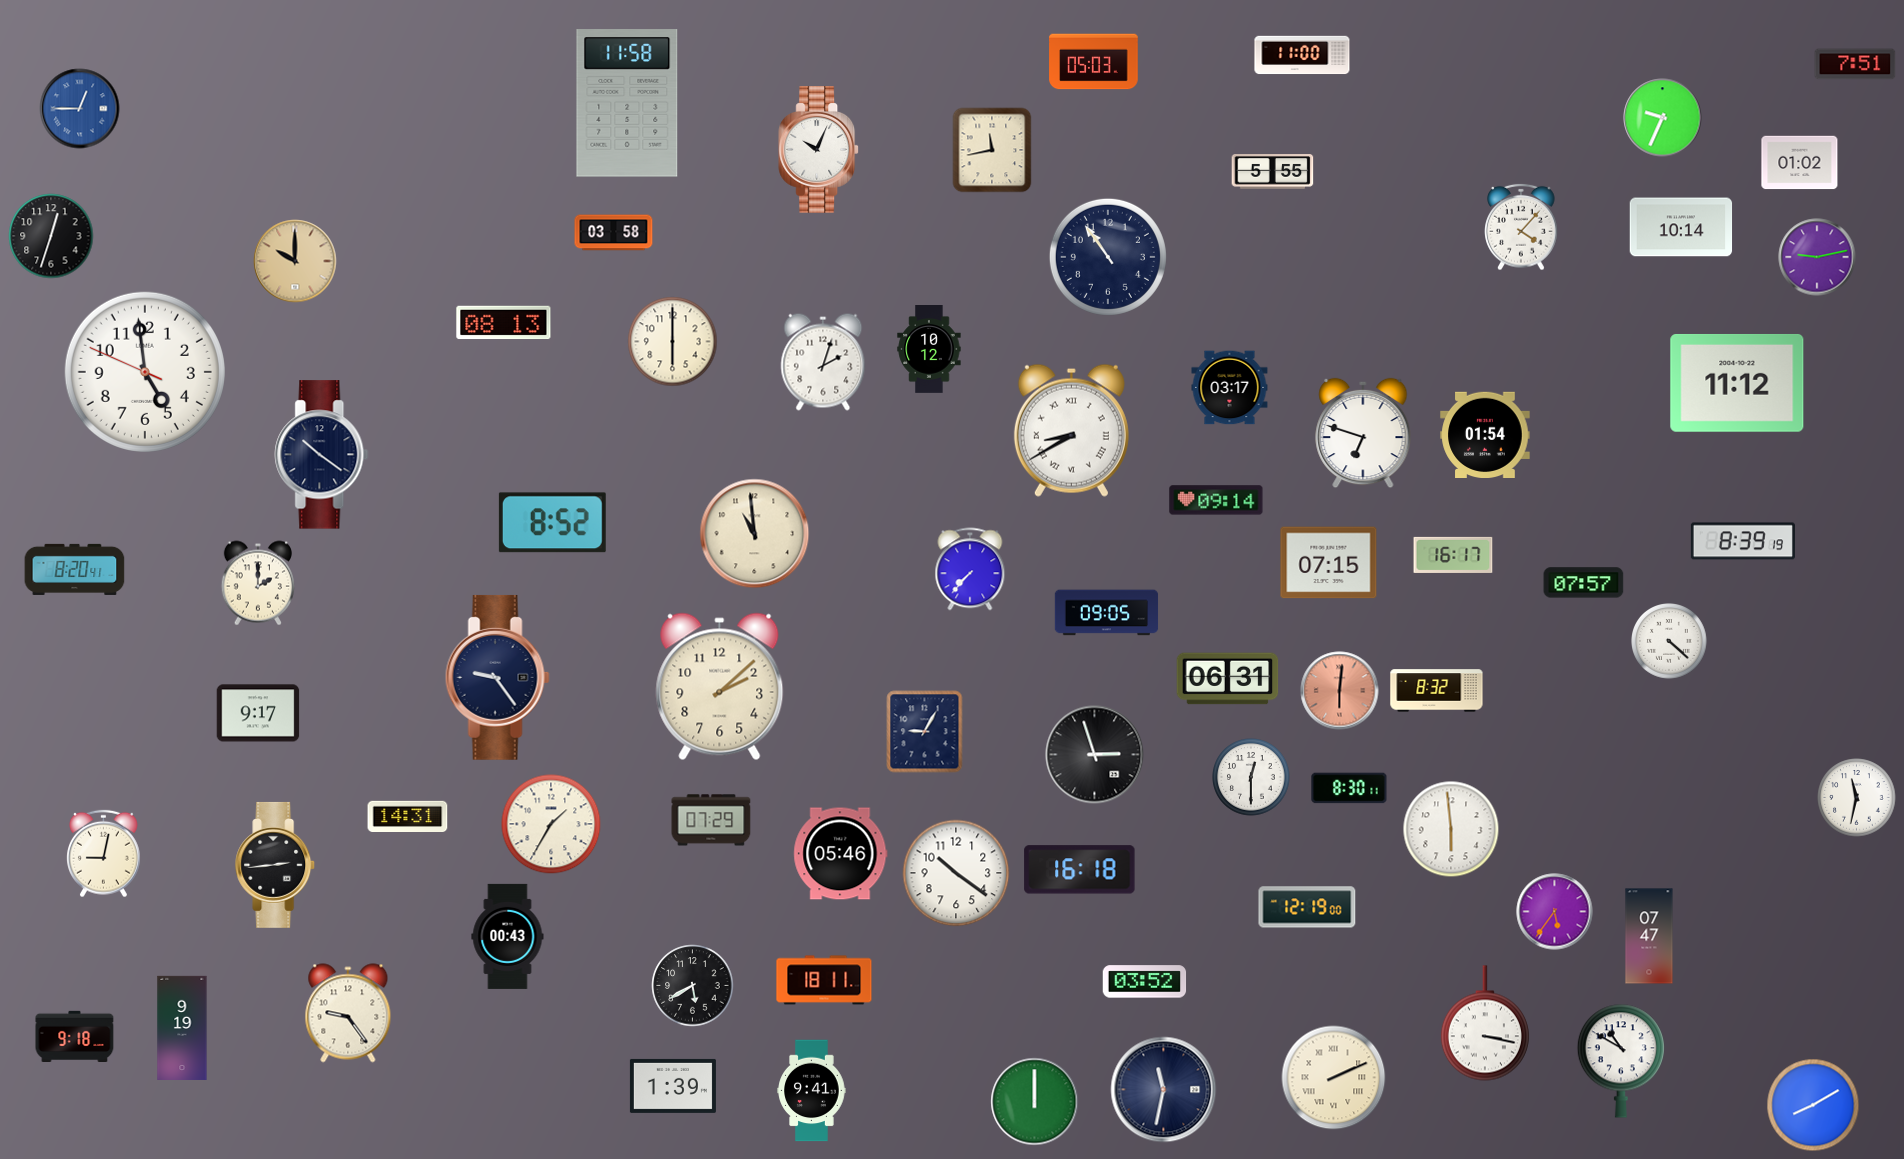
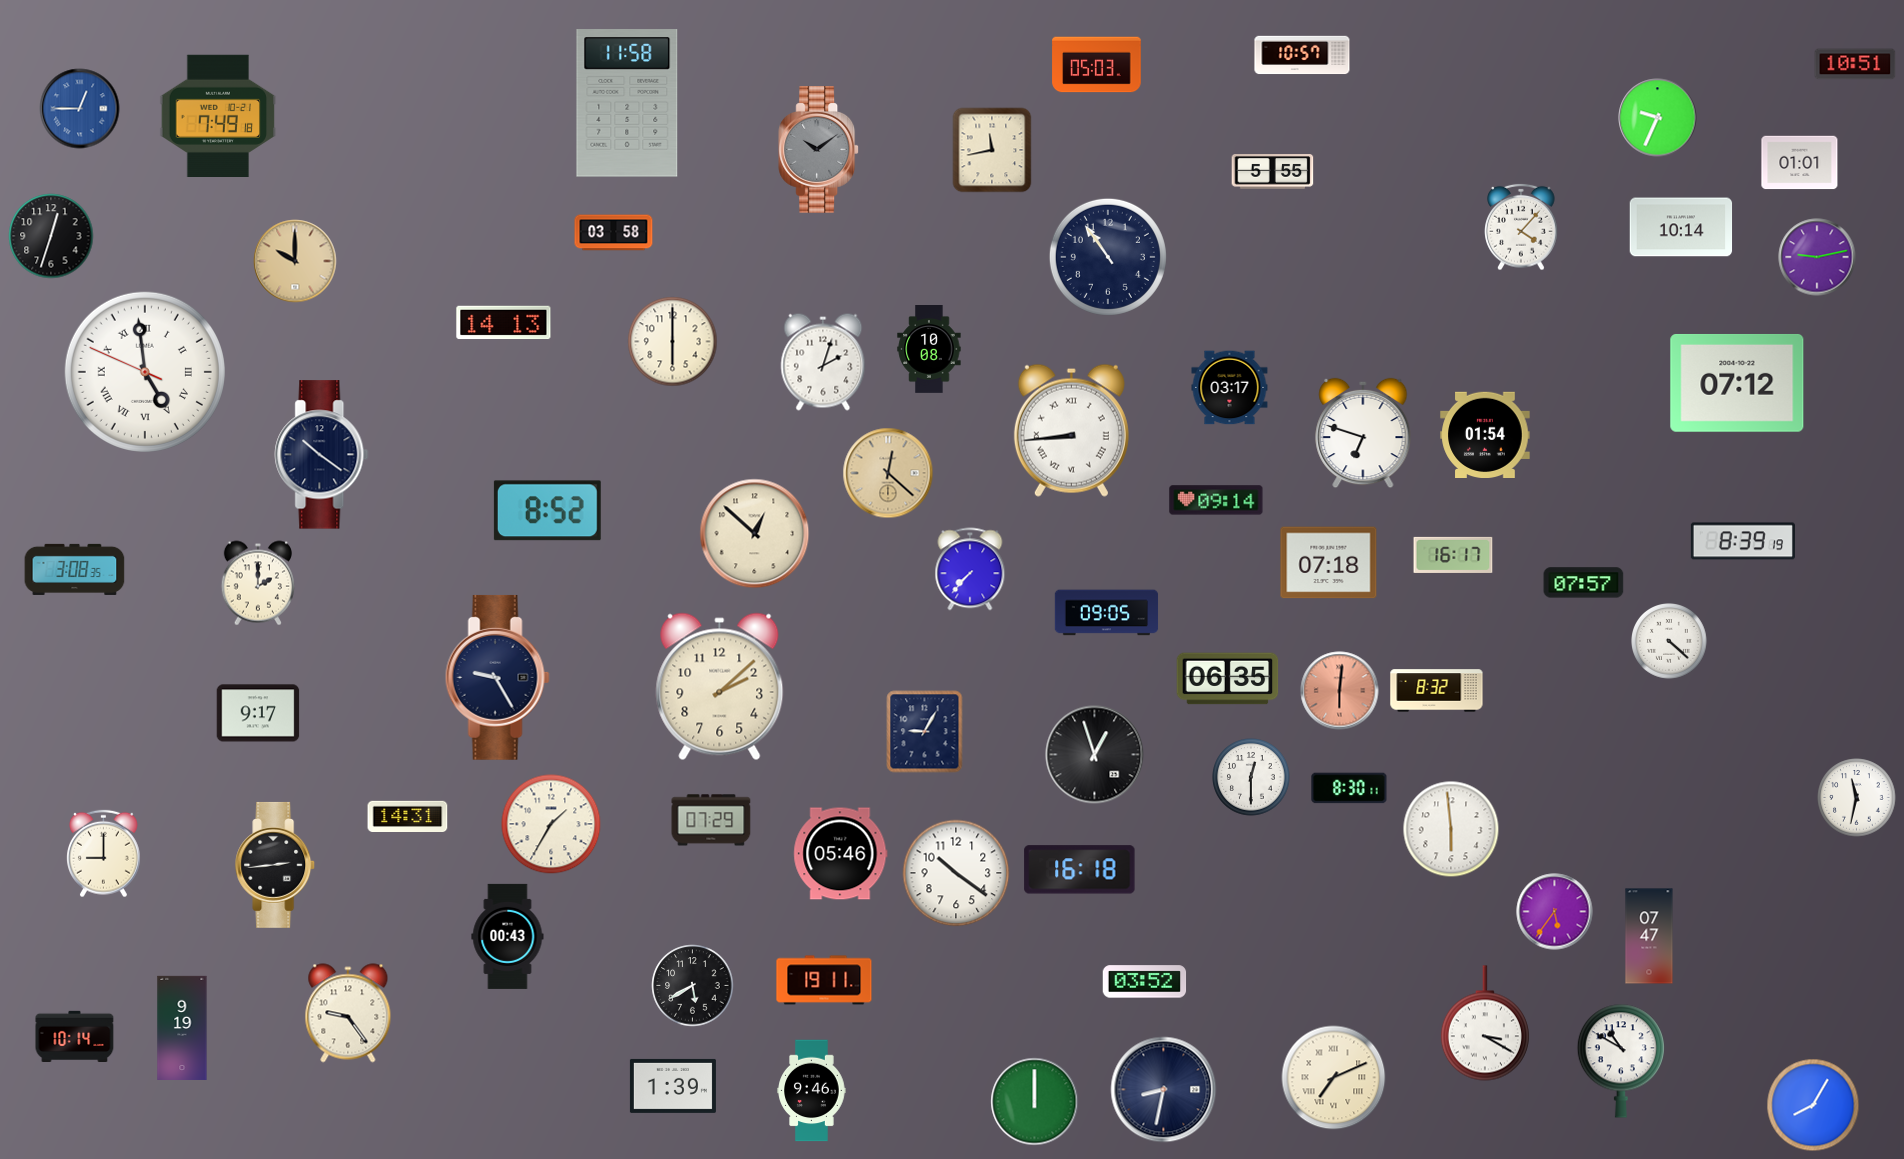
clock at (1302, 55): 11:00 -> 10:57
clock at (1094, 62) position: (1094, 62) -> (1097, 65)
clock at (1855, 64): 7:51 -> 10:51
clock at (218, 115): none -> 7:49
clock at (1663, 118) position: (1663, 118) -> (1658, 118)
clock at (819, 150): 10:04 -> 10:09
clock at (819, 150) dial: white -> grey
clock at (1800, 163): 01:02 -> 01:01
clock at (504, 323): 08:13 -> 14:13
clock at (929, 350): 10:12 -> 10:08
clock at (145, 372) numerals: Arabic -> Roman
clock at (1737, 383): 11:12 -> 07:12
clock at (1071, 430): 8:40 -> 8:44
clock at (888, 473): none -> 12:22
clock at (552, 523) position: (552, 523) -> (547, 511)
clock at (755, 534): 10:59 -> 12:52
clock at (1329, 563): 07:15 -> 07:18
clock at (75, 569): 8:20 -> 3:08
clock at (497, 677): 9:24 -> 9:25
clock at (1228, 679): 06:31 -> 06:35
clock at (1095, 755): 2:57 -> 12:57
clock at (104, 854): 9:02 -> 9:00
clock at (1307, 907): 12:19 -> none
clock at (824, 980): 18:11 -> 19:11
clock at (1485, 1023): 3:17 -> 3:20
clock at (75, 1036): 9:18 -> 10:14
clock at (1334, 1078): 2:11 -> 7:11
clock at (1164, 1090): 11:32 -> 8:32
clock at (812, 1091): 9:41 -> 9:46
clock at (1813, 1105): 8:10 -> 8:05
